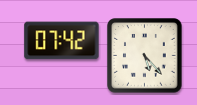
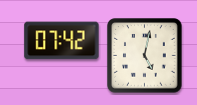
clock at (145, 56): 5:23 -> 5:02
